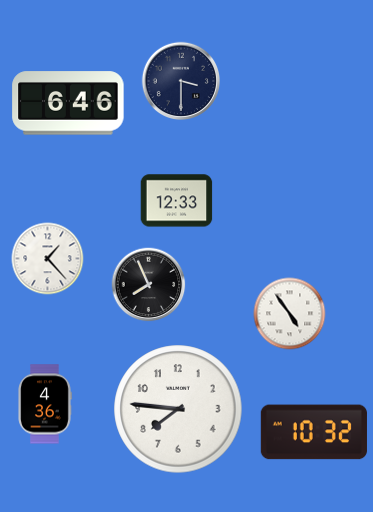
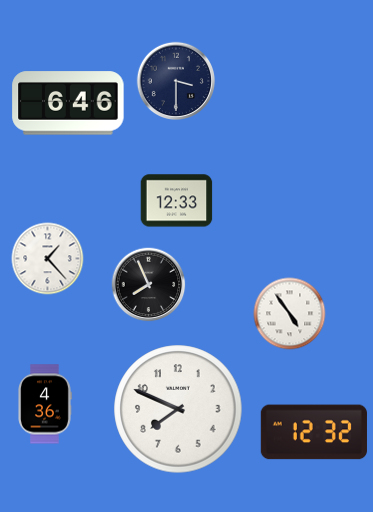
clock at (180, 80) position: (180, 80) -> (175, 80)
clock at (178, 409): 7:46 -> 7:49
clock at (314, 432): 10:32 -> 12:32
